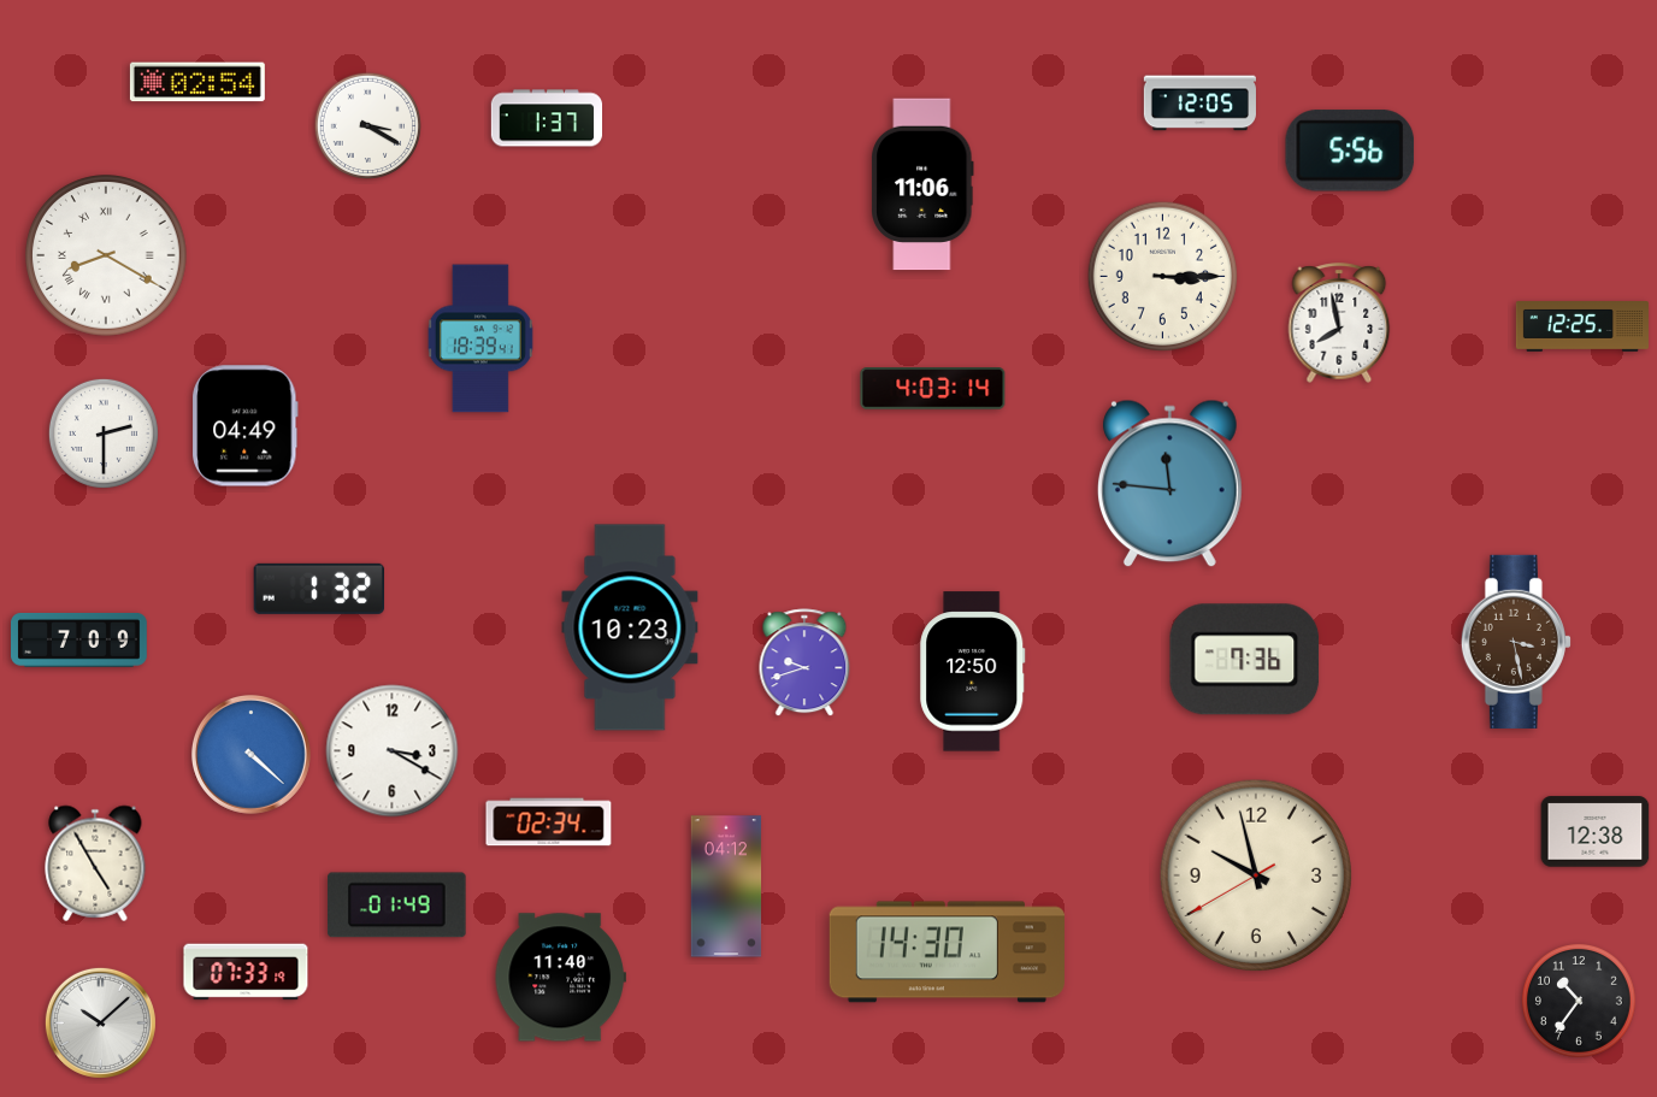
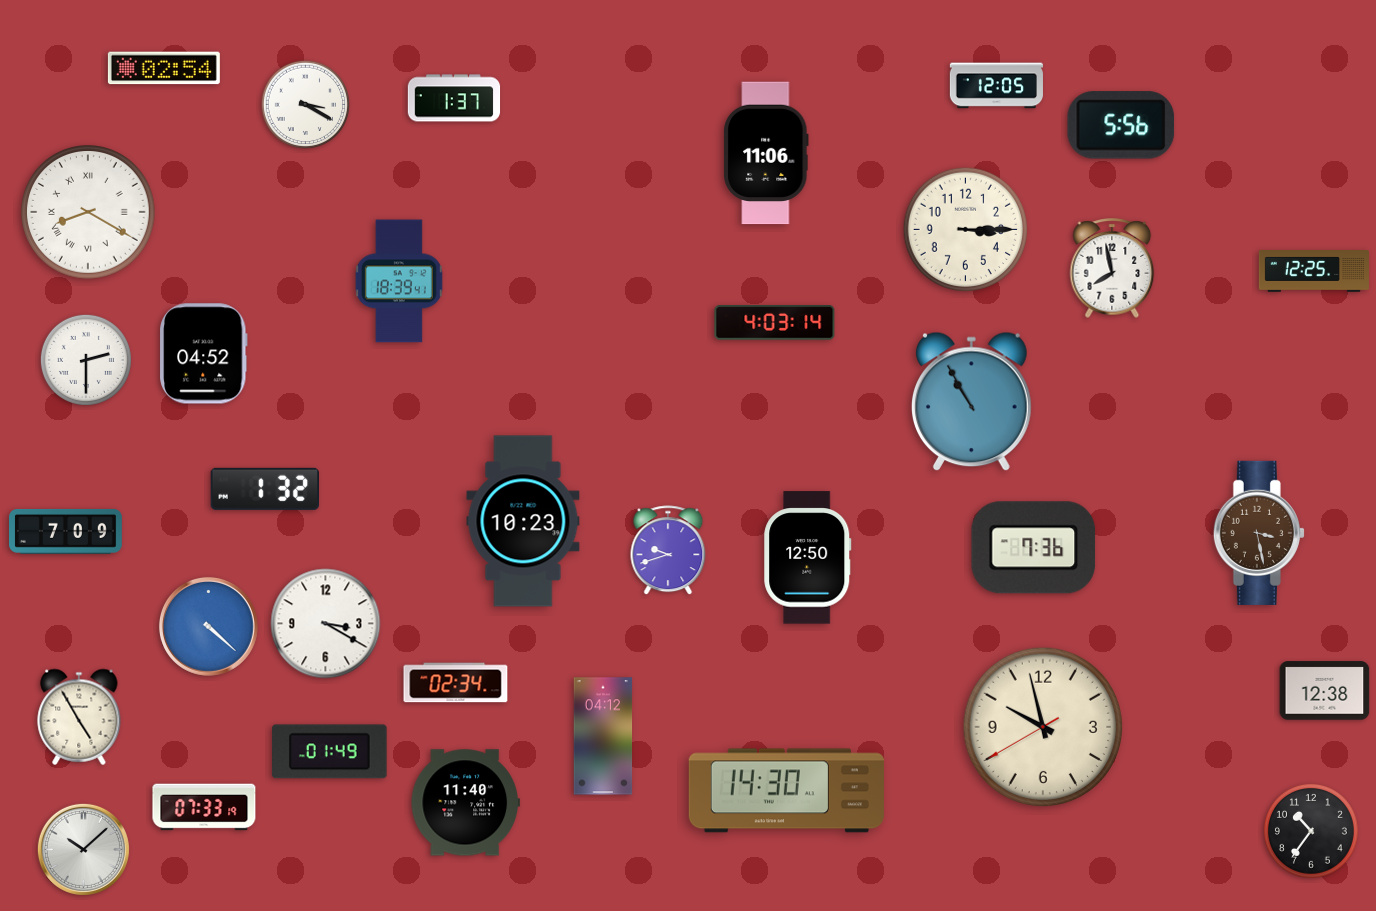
clock at (246, 426): 04:49 -> 04:52
clock at (1169, 484): 11:46 -> 10:55
clock at (560, 978) position: (560, 978) -> (465, 803)
